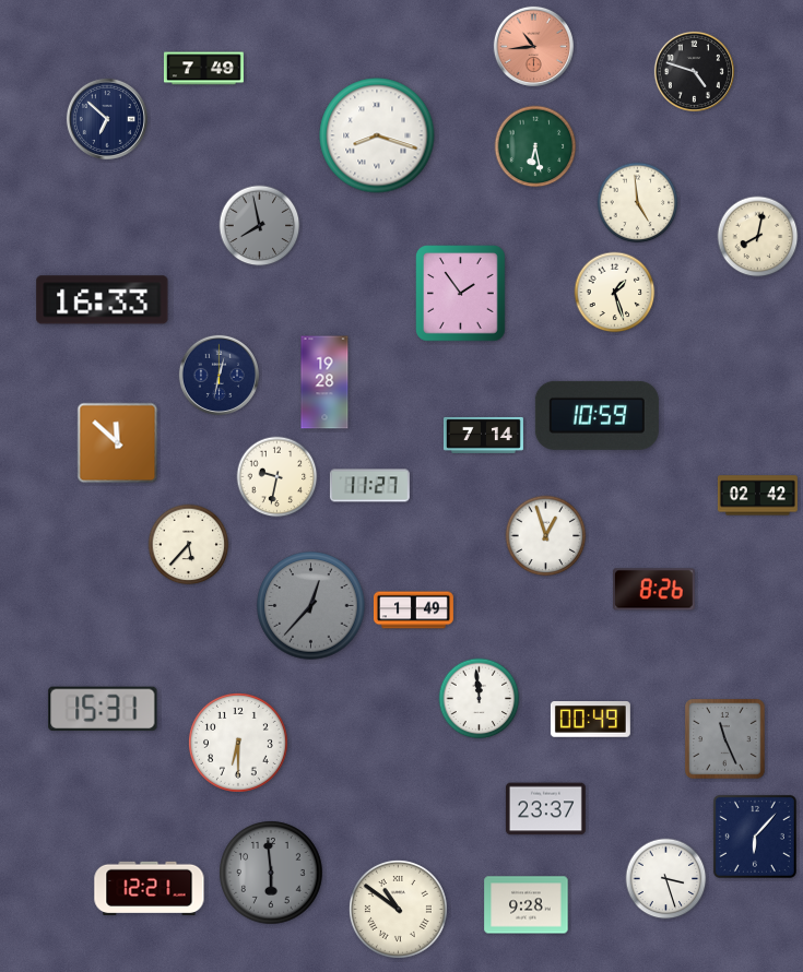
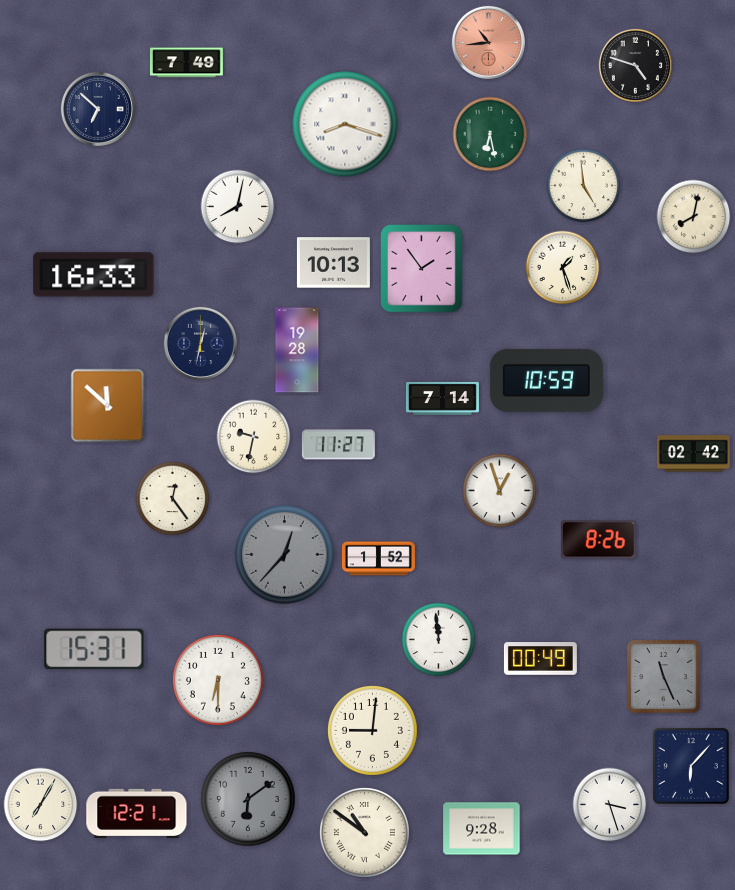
clock at (260, 226): 7:58 -> 8:02
clock at (260, 226) dial: grey -> white
clock at (333, 263): none -> 10:13
clock at (189, 545): 5:37 -> 12:24
clock at (413, 611): 1:49 -> 1:52
clock at (372, 730): none -> 9:01
clock at (545, 809): 23:37 -> none
clock at (271, 873): 5:59 -> 6:09
clock at (41, 805): none -> 7:05
